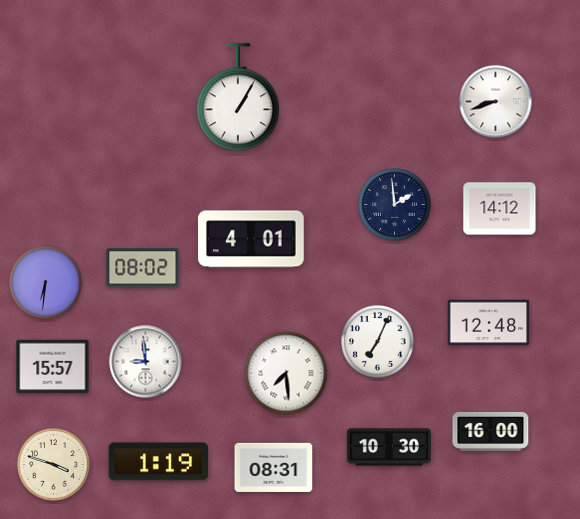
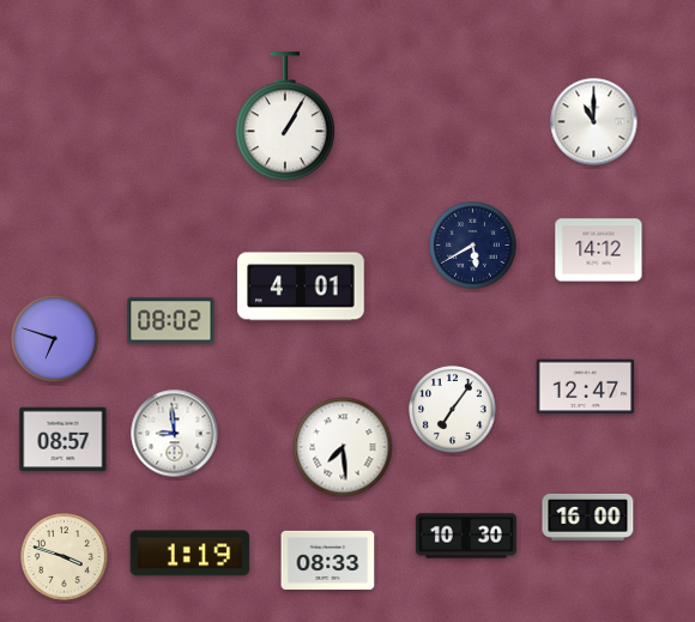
clock at (496, 102): 8:42 -> 11:00
clock at (395, 205): 1:59 -> 5:40
clock at (46, 283): 6:31 -> 6:48
clock at (489, 323): 12:48 -> 12:47
clock at (378, 342): 7:04 -> 7:06
clock at (53, 367): 15:57 -> 08:57
clock at (274, 467): 08:31 -> 08:33
